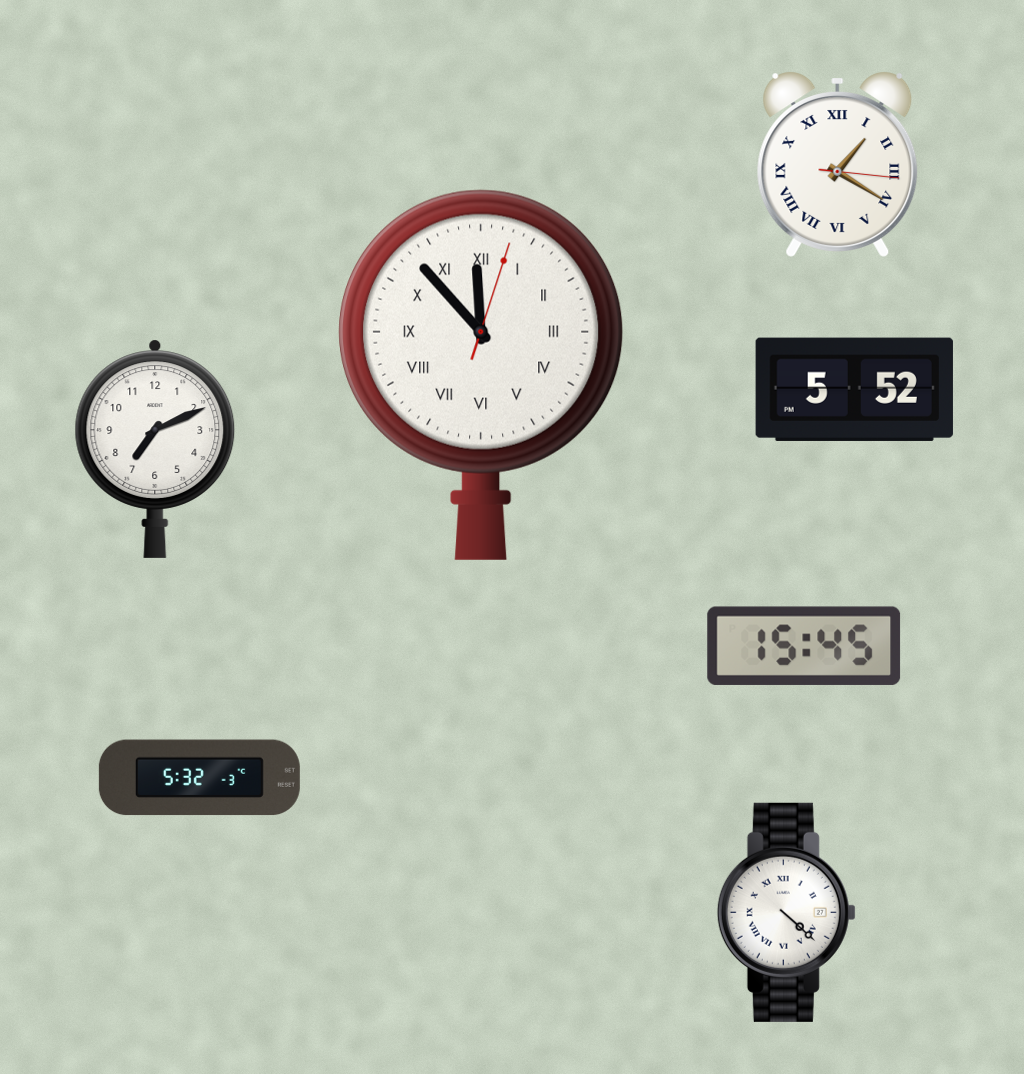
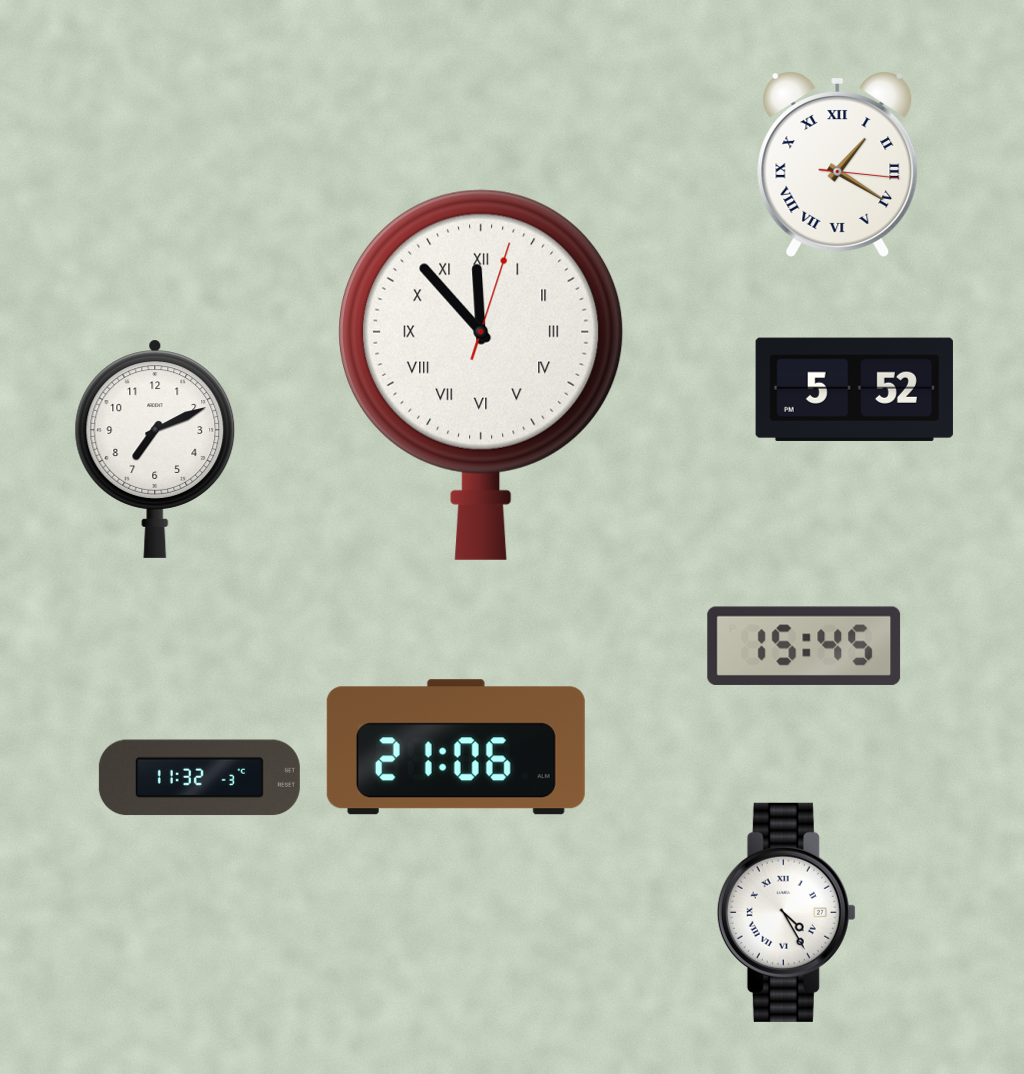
clock at (456, 747): none -> 21:06
clock at (199, 778): 5:32 -> 11:32
clock at (786, 912): 4:22 -> 4:25
